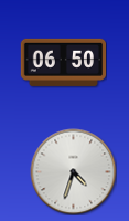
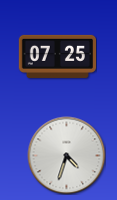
clock at (63, 62): 06:50 -> 07:25
